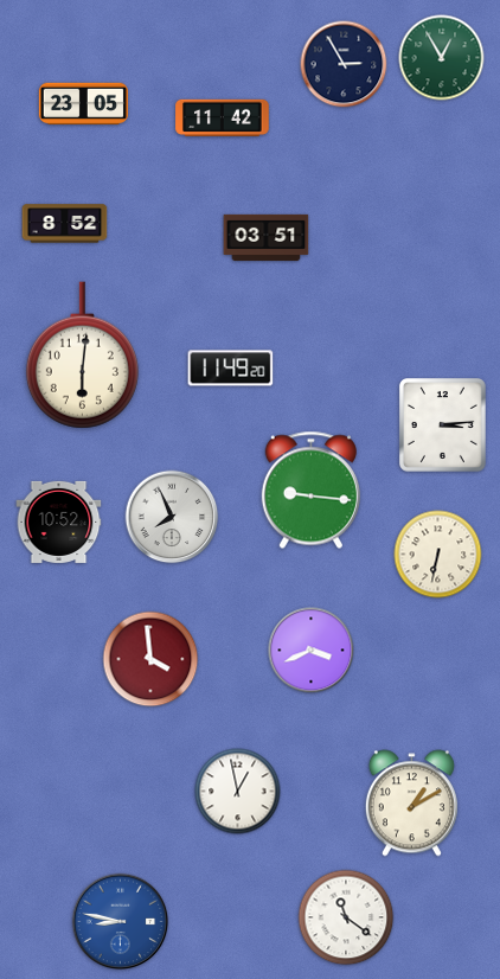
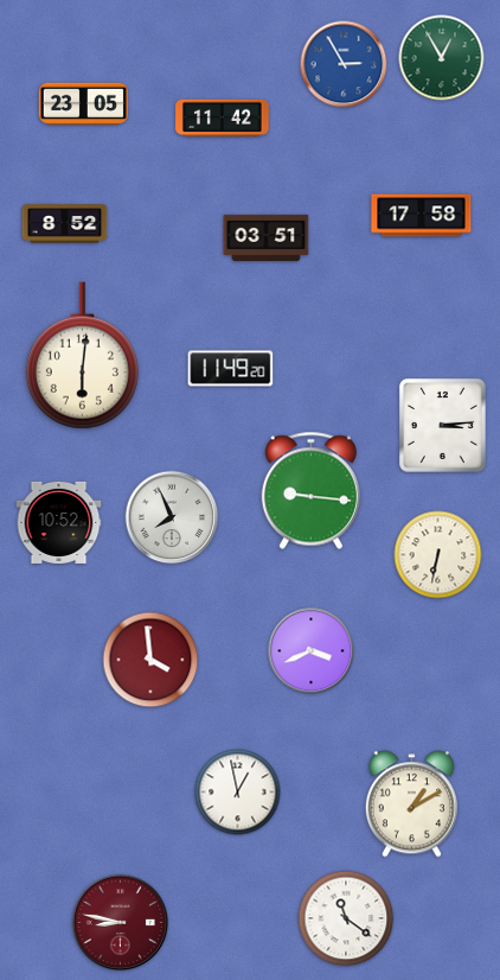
clock at (344, 64) dial: navy -> blue
clock at (422, 216): none -> 17:58
clock at (121, 922) dial: blue -> burgundy
